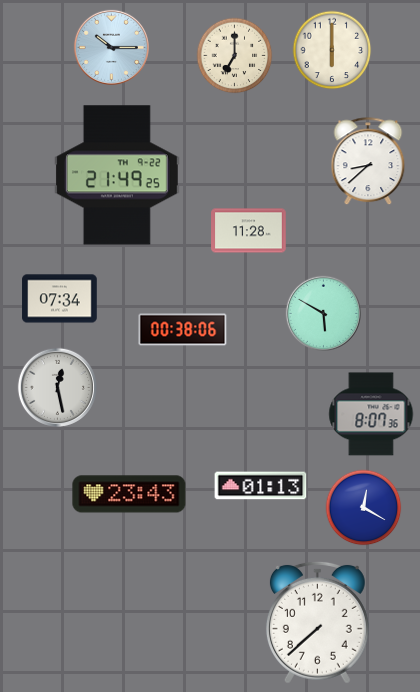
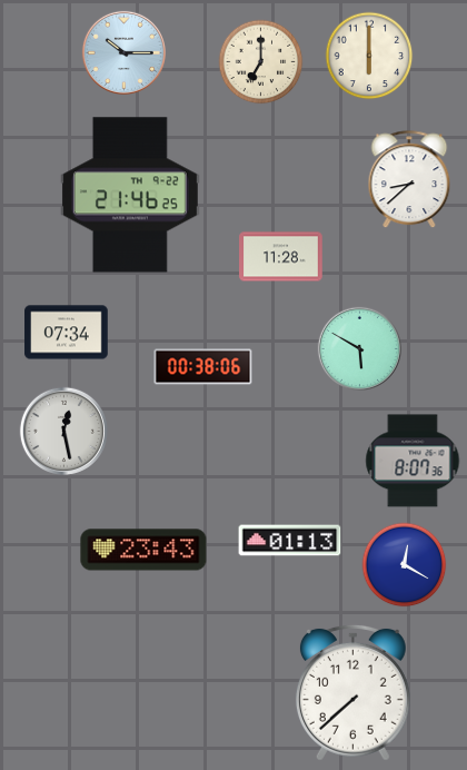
clock at (117, 175): 21:49 -> 21:46
clock at (249, 231) position: (249, 231) -> (281, 257)
